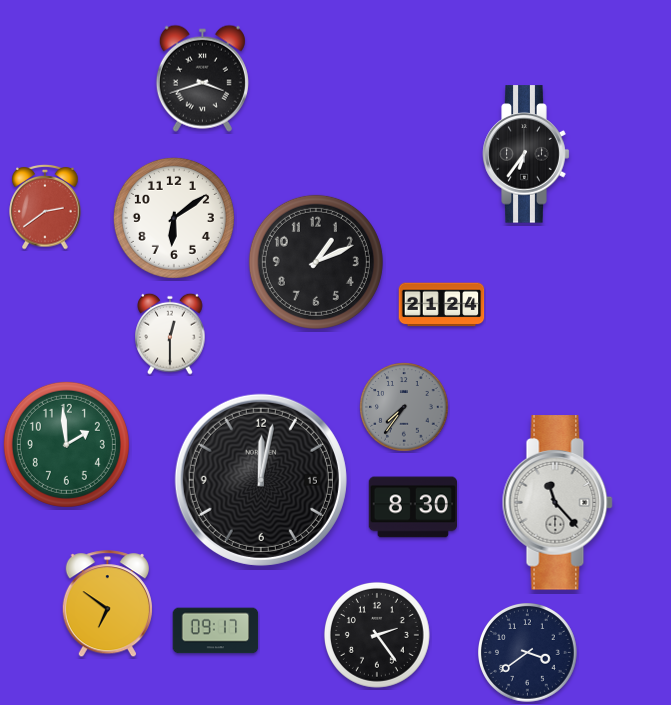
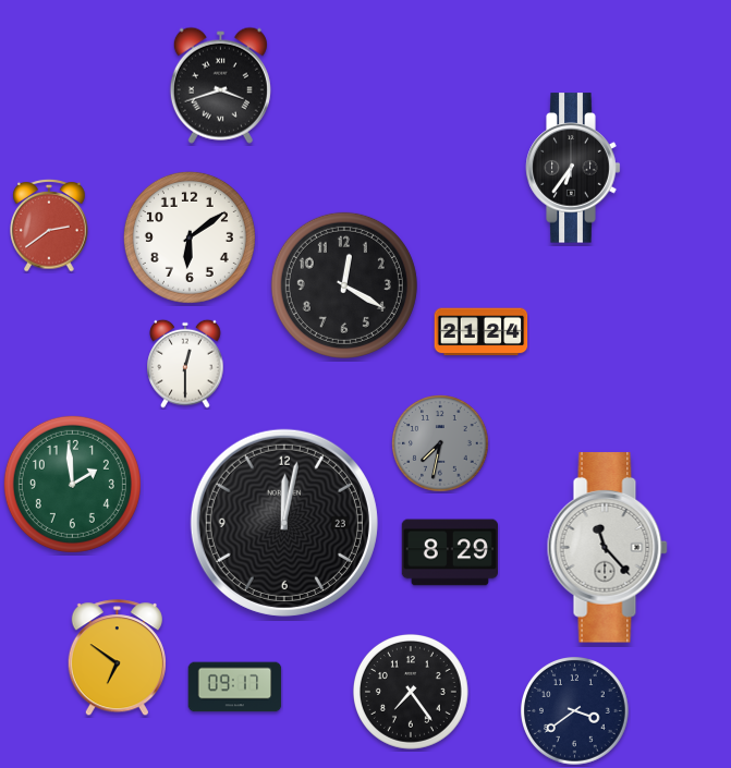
clock at (316, 262): 1:11 -> 12:20
clock at (404, 407): 7:36 -> 7:32
clock at (261, 480) date: 15 -> 23
clock at (412, 507): 8:30 -> 8:29
clock at (377, 635): 2:24 -> 7:24
